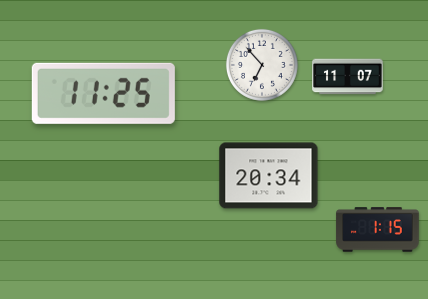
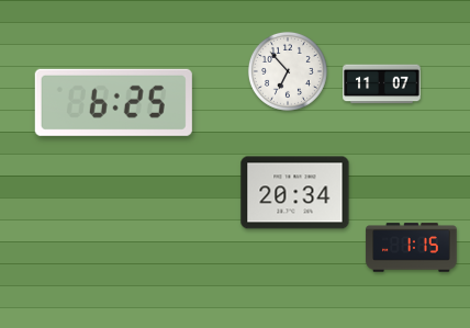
clock at (103, 93): 11:25 -> 6:25
clock at (378, 230) position: (378, 230) -> (412, 248)
